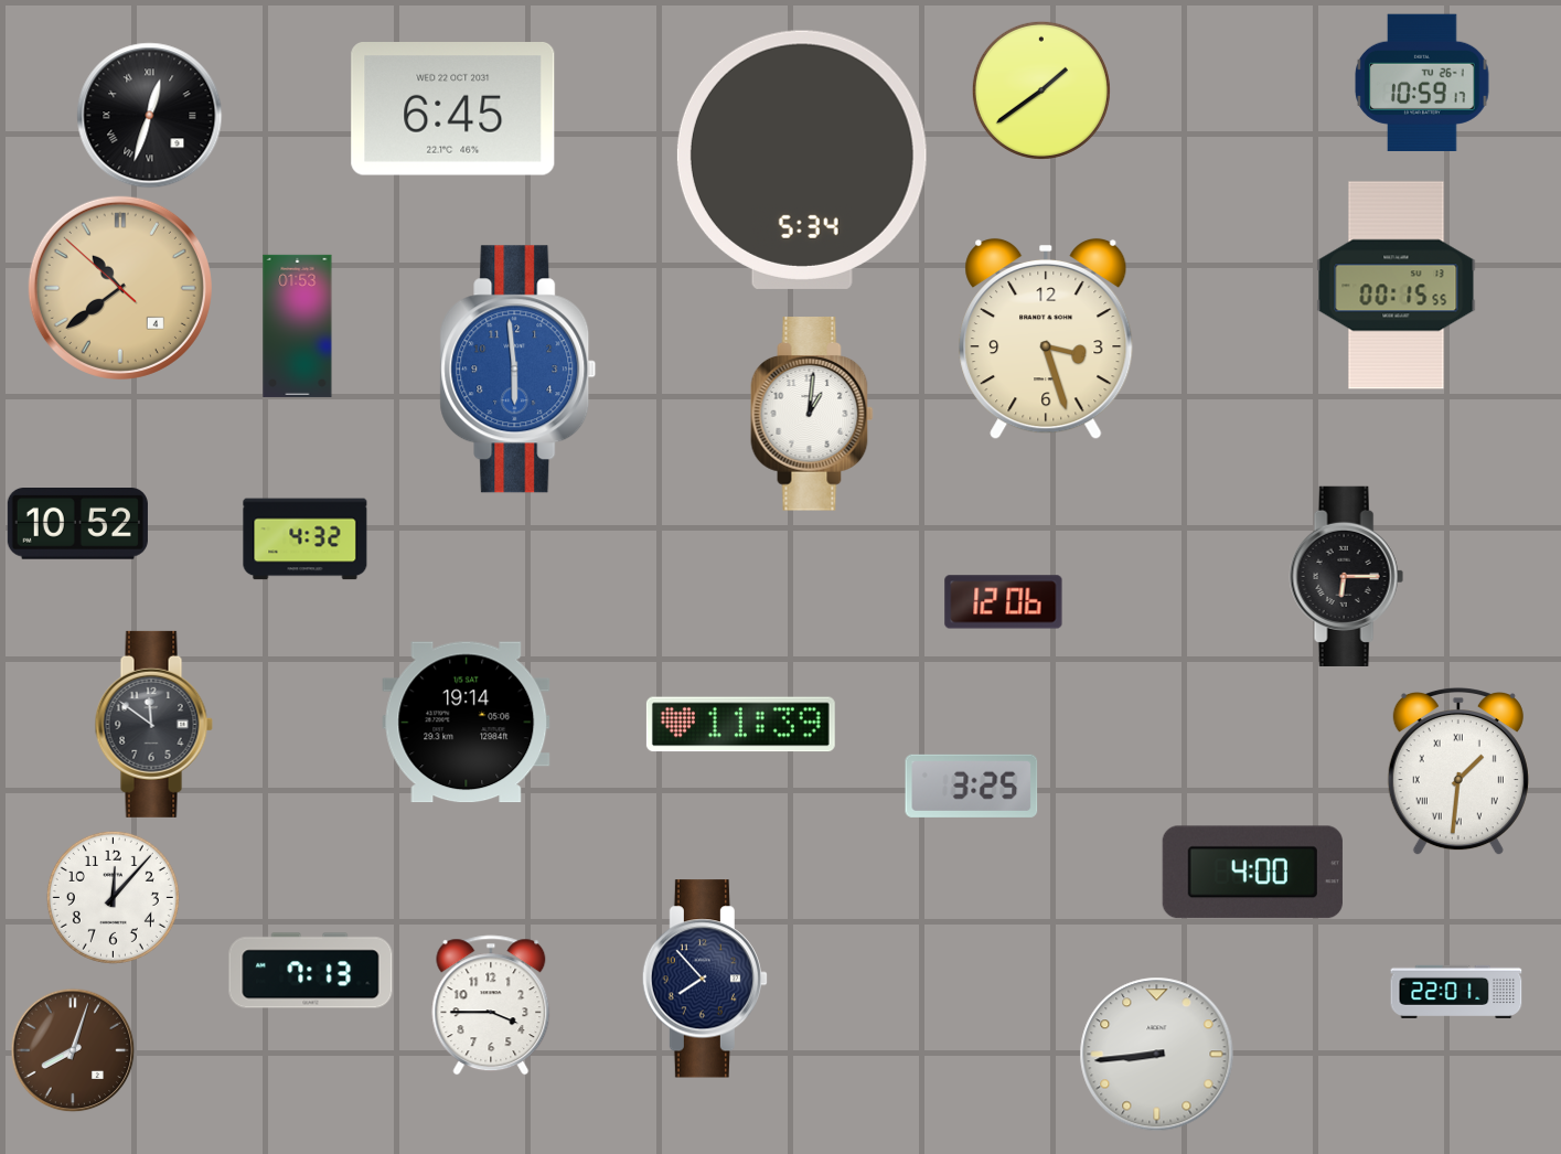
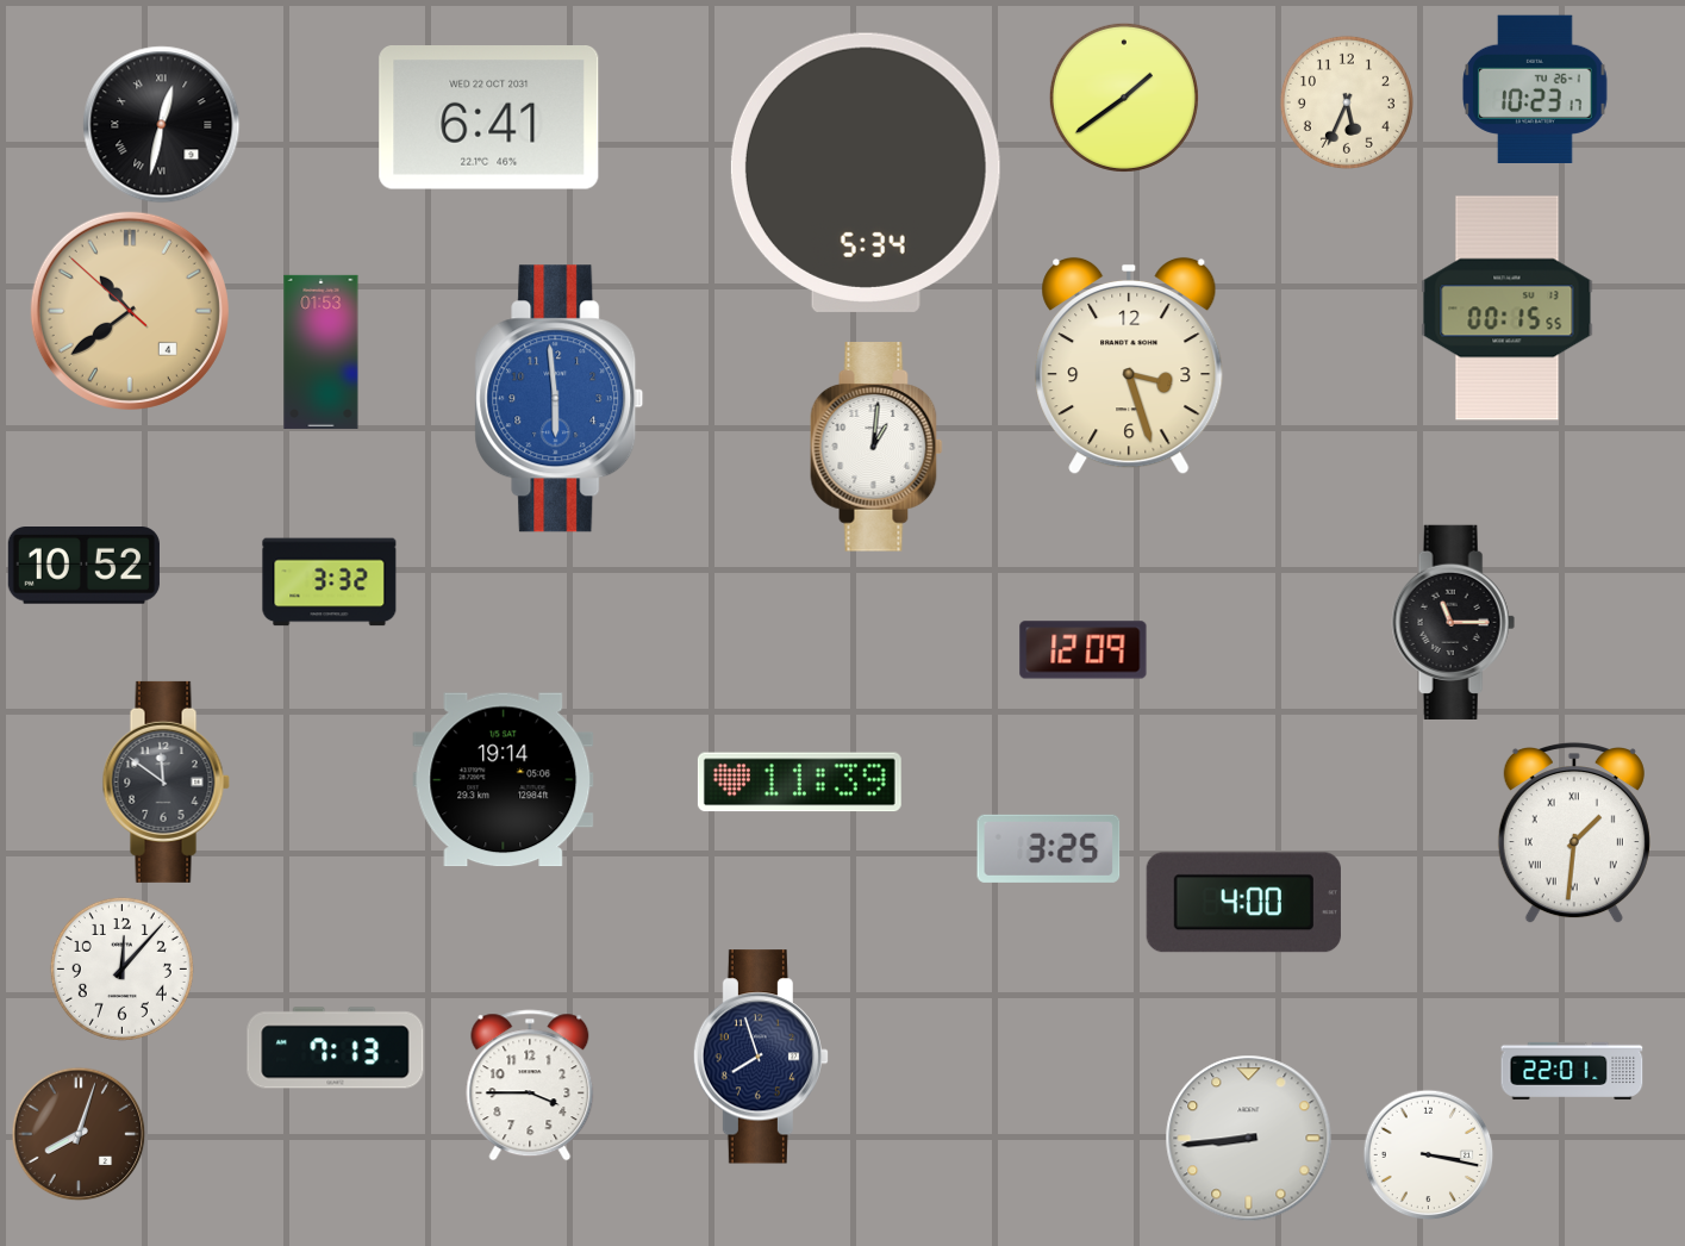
clock at (1422, 82): 10:59 -> 10:23
clock at (1347, 102): none -> 5:34
clock at (453, 109): 6:45 -> 6:41
clock at (150, 116): 12:33 -> 12:32
clock at (306, 539): 4:32 -> 3:32
clock at (1346, 576): 6:15 -> 11:15
clock at (1004, 602): 12:06 -> 12:09
clock at (1252, 873) position: (1252, 873) -> (1243, 903)
clock at (704, 979): 7:53 -> 7:57
clock at (1429, 1155): none -> 3:17
